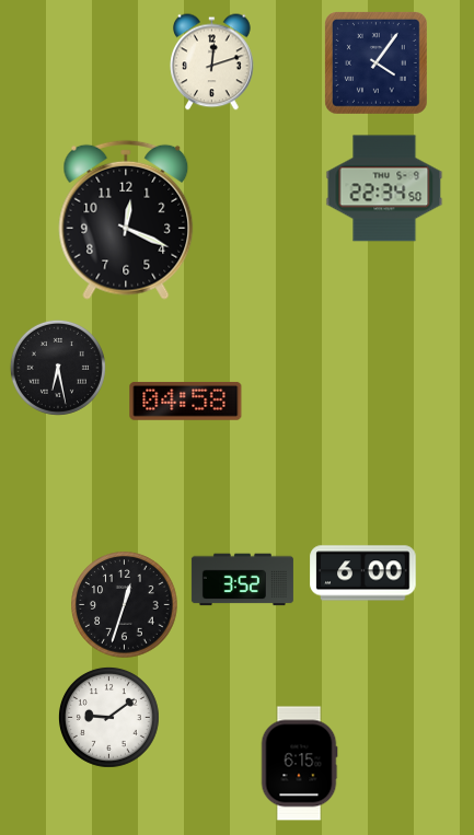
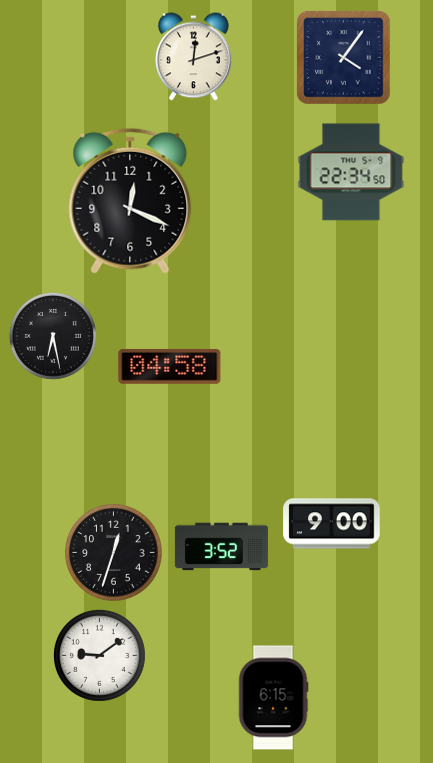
clock at (126, 220) position: (126, 220) -> (130, 201)
clock at (363, 573): 6:00 -> 9:00
clock at (242, 580) position: (242, 580) -> (221, 547)
